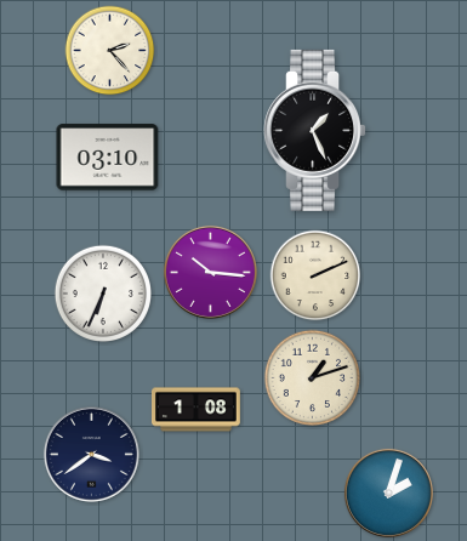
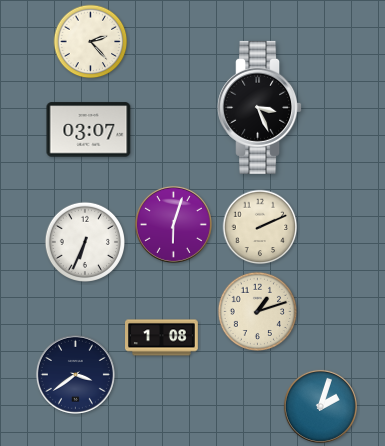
clock at (315, 130): 1:26 -> 3:26
clock at (108, 158): 03:10 -> 03:07
clock at (210, 272): 10:16 -> 6:03
